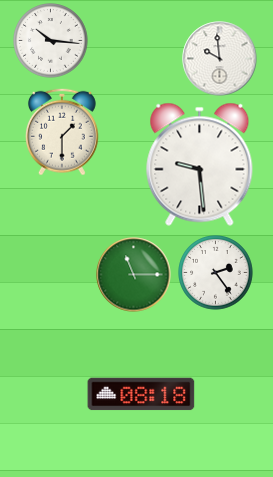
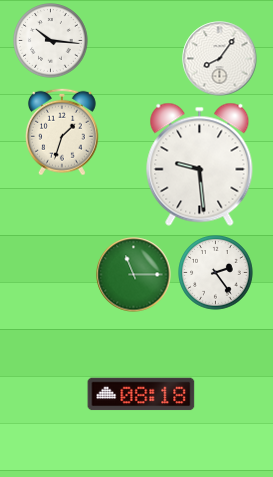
clock at (220, 59): 9:59 -> 8:06
clock at (62, 132): 1:30 -> 1:33
